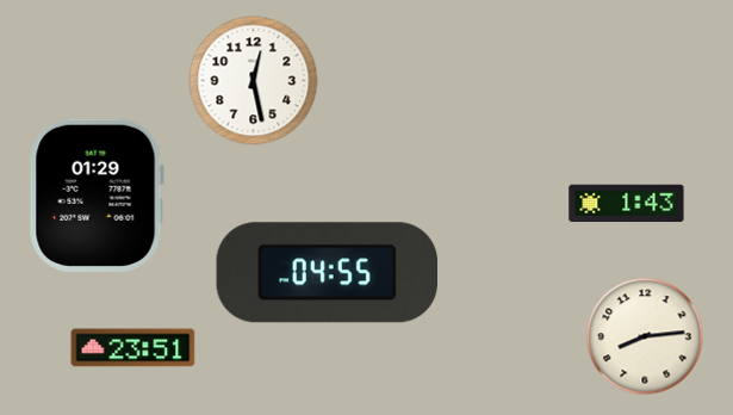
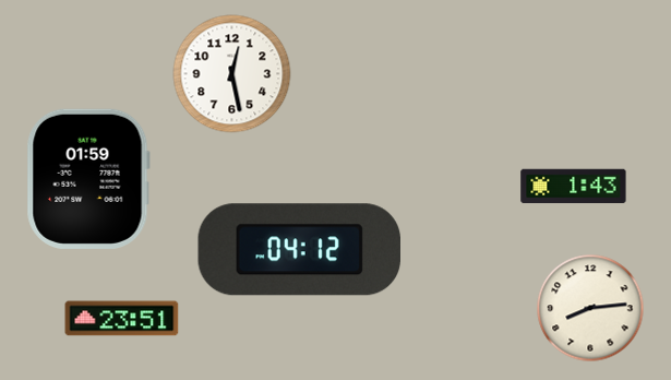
clock at (97, 196): 01:29 -> 01:59
clock at (327, 273): 04:55 -> 04:12
